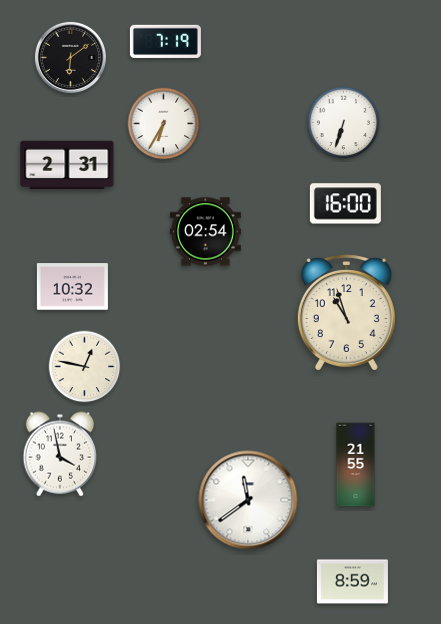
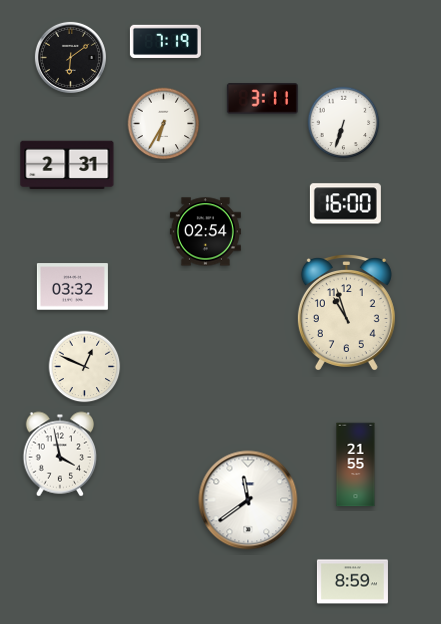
clock at (262, 99): none -> 3:11
clock at (72, 287): 10:32 -> 03:32
clock at (85, 367): 12:47 -> 12:49
